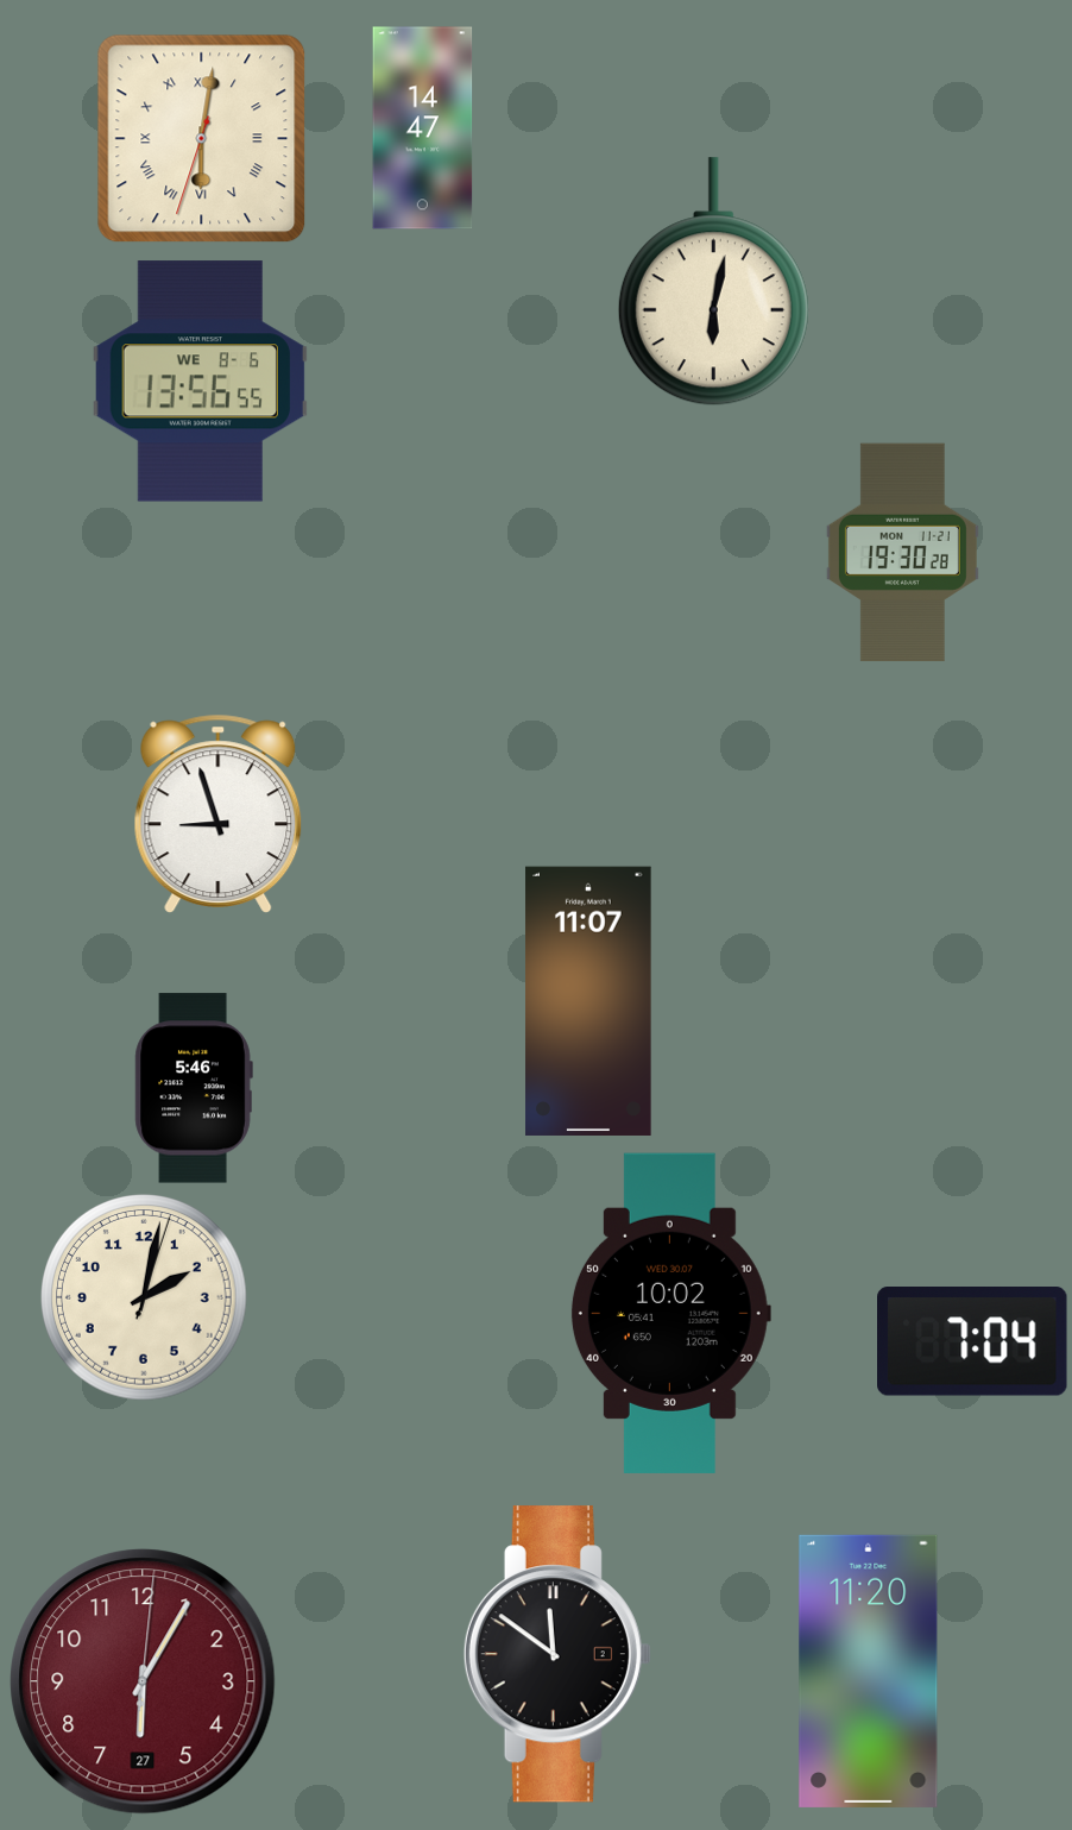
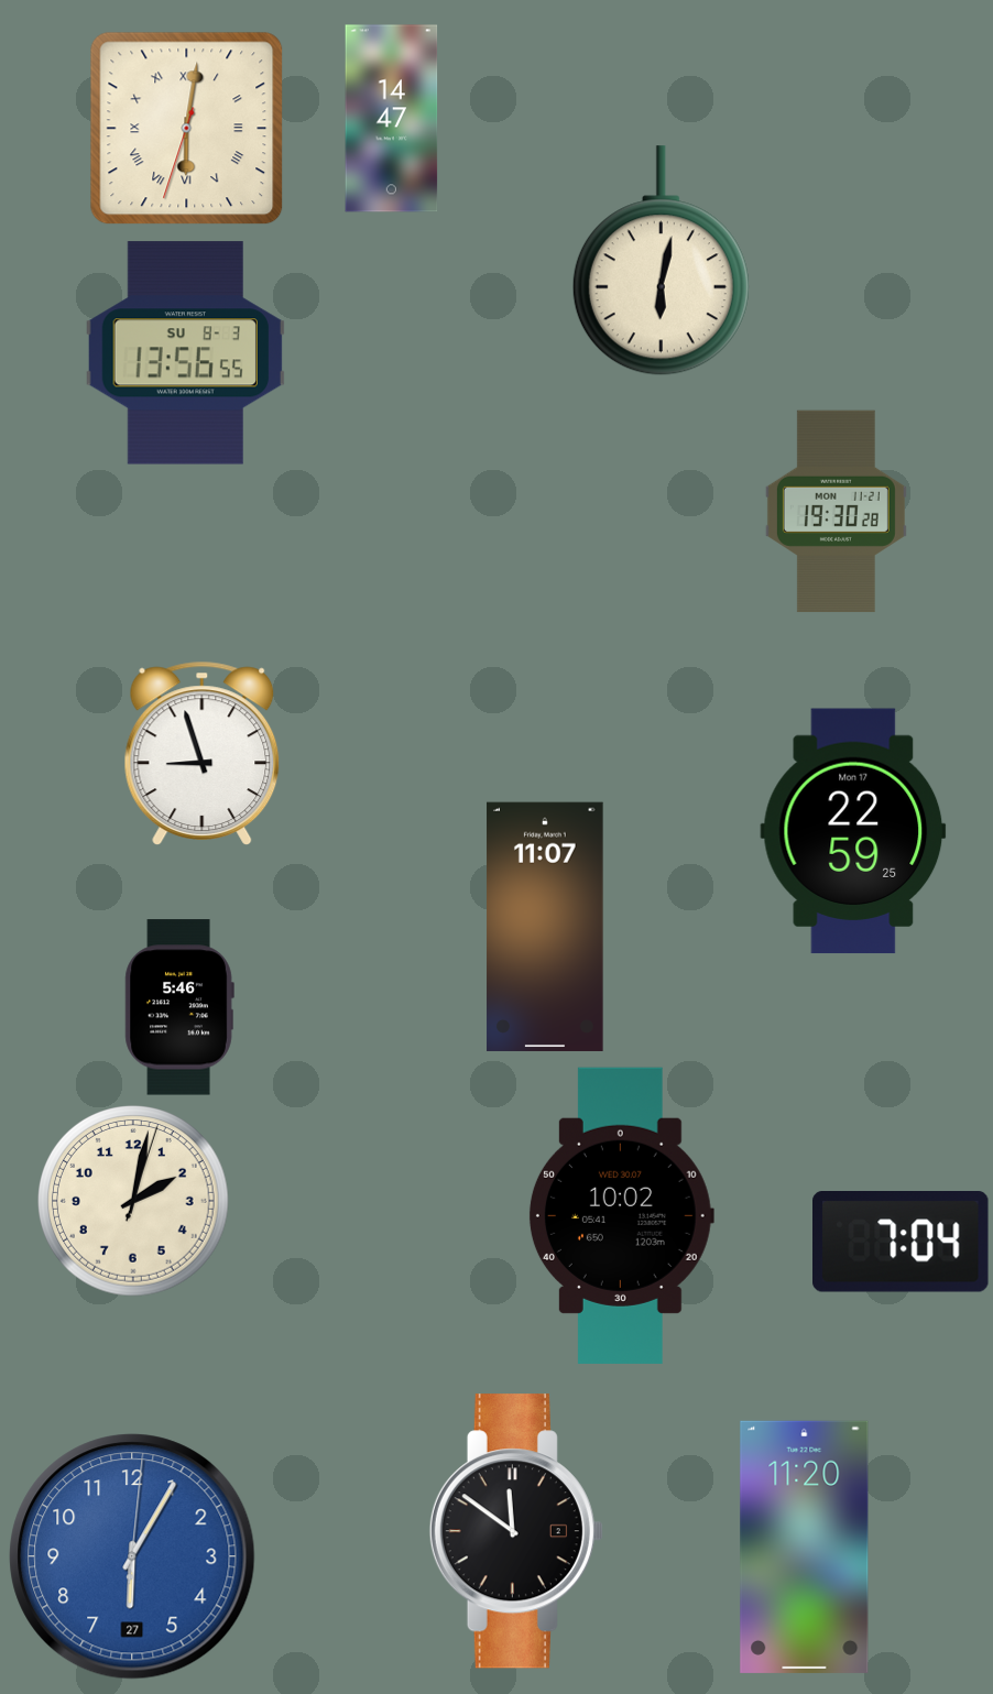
clock at (200, 382) date: WE 8-6 -> SU 8-3
clock at (853, 831): none -> 22:59
clock at (143, 1681) dial: burgundy -> blue
